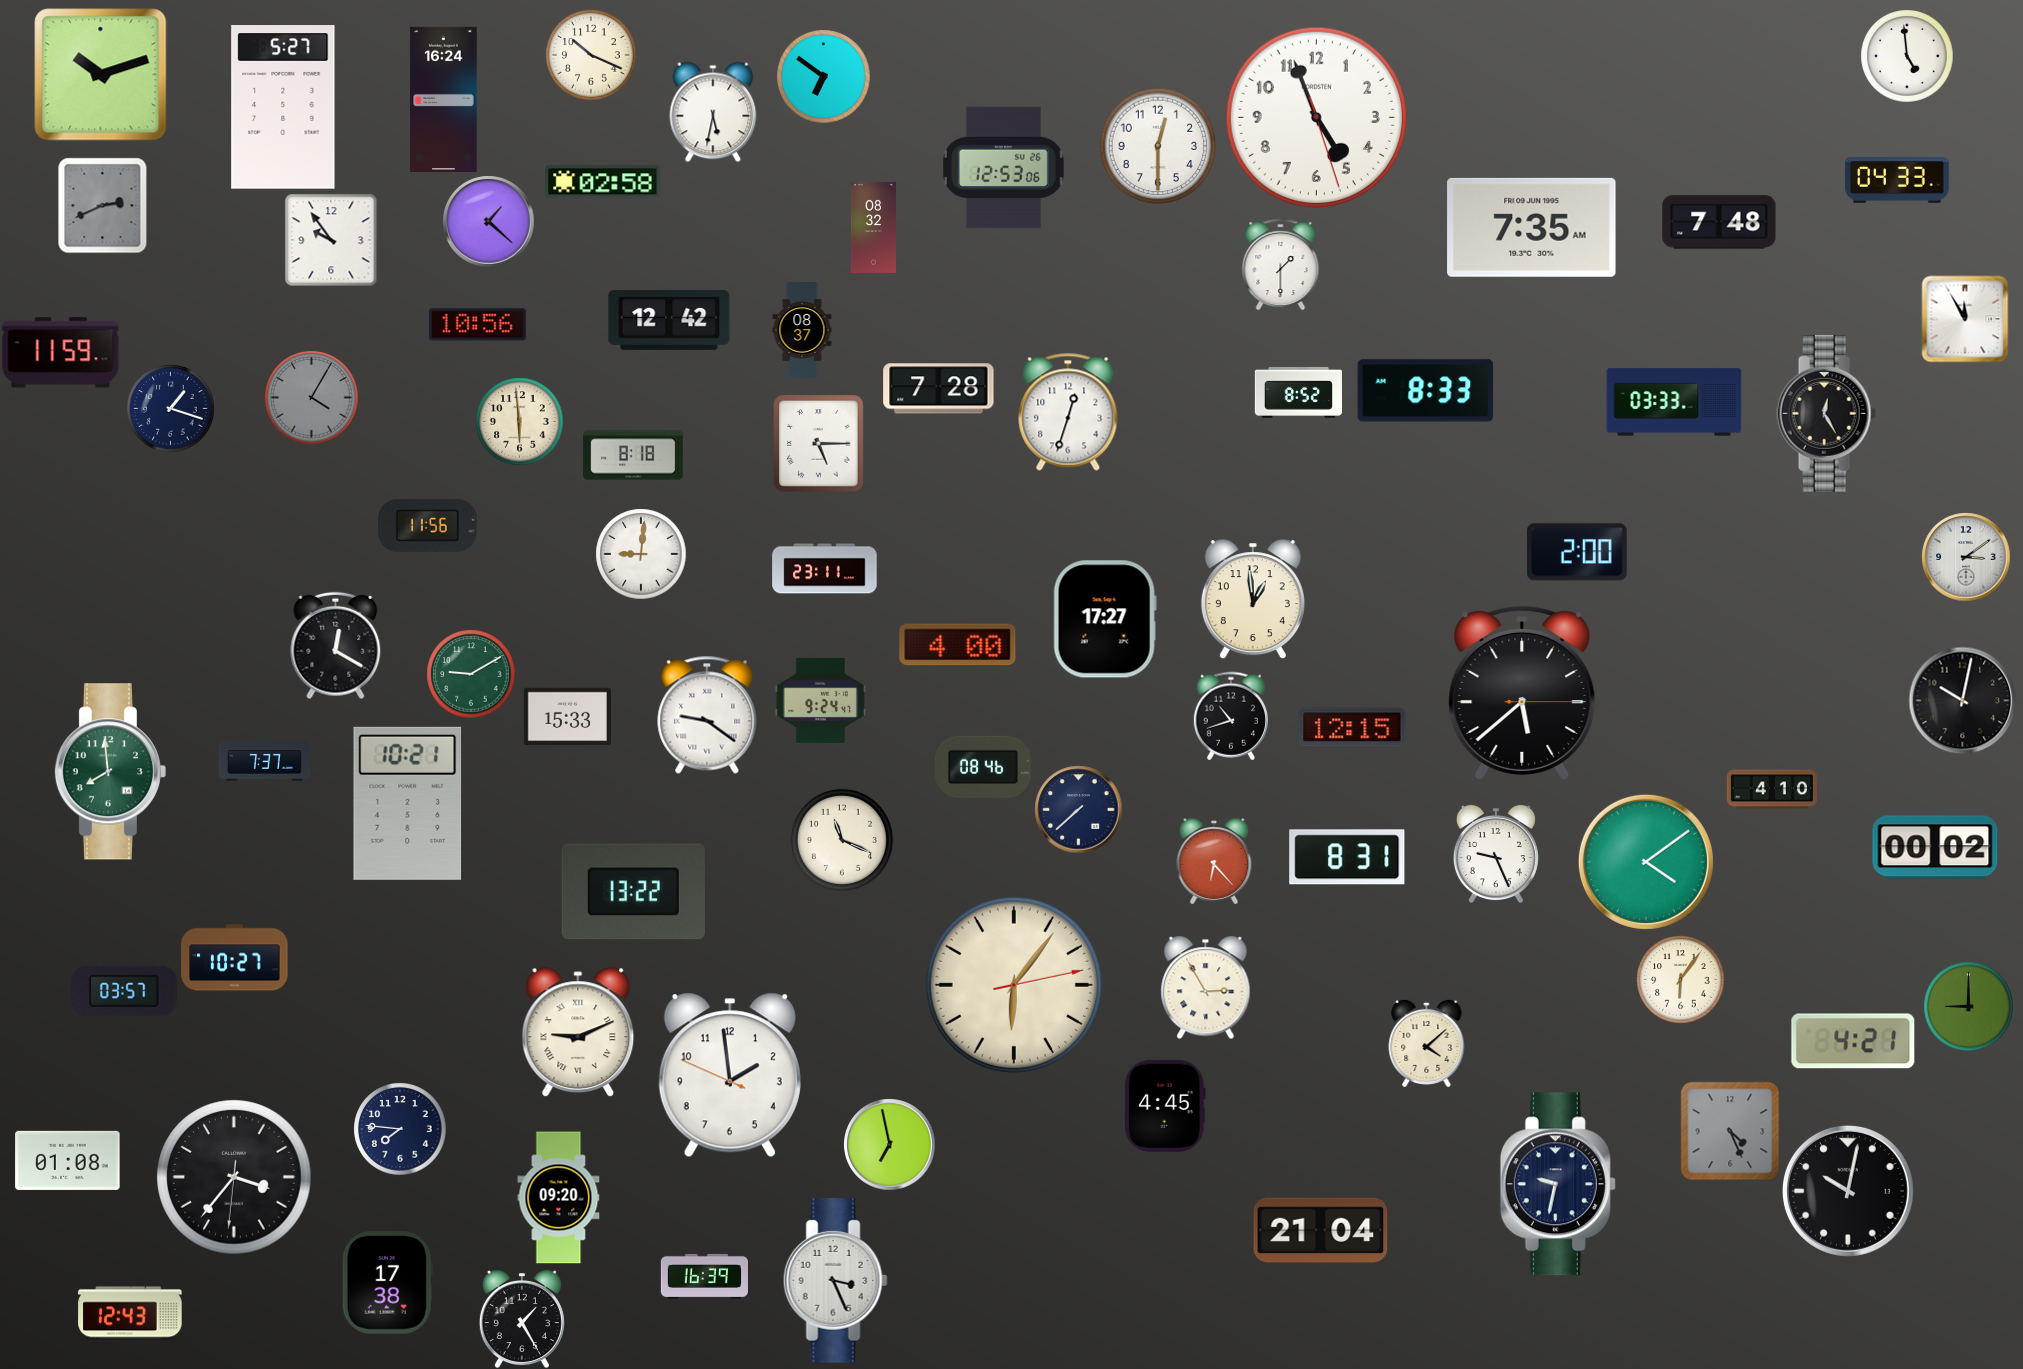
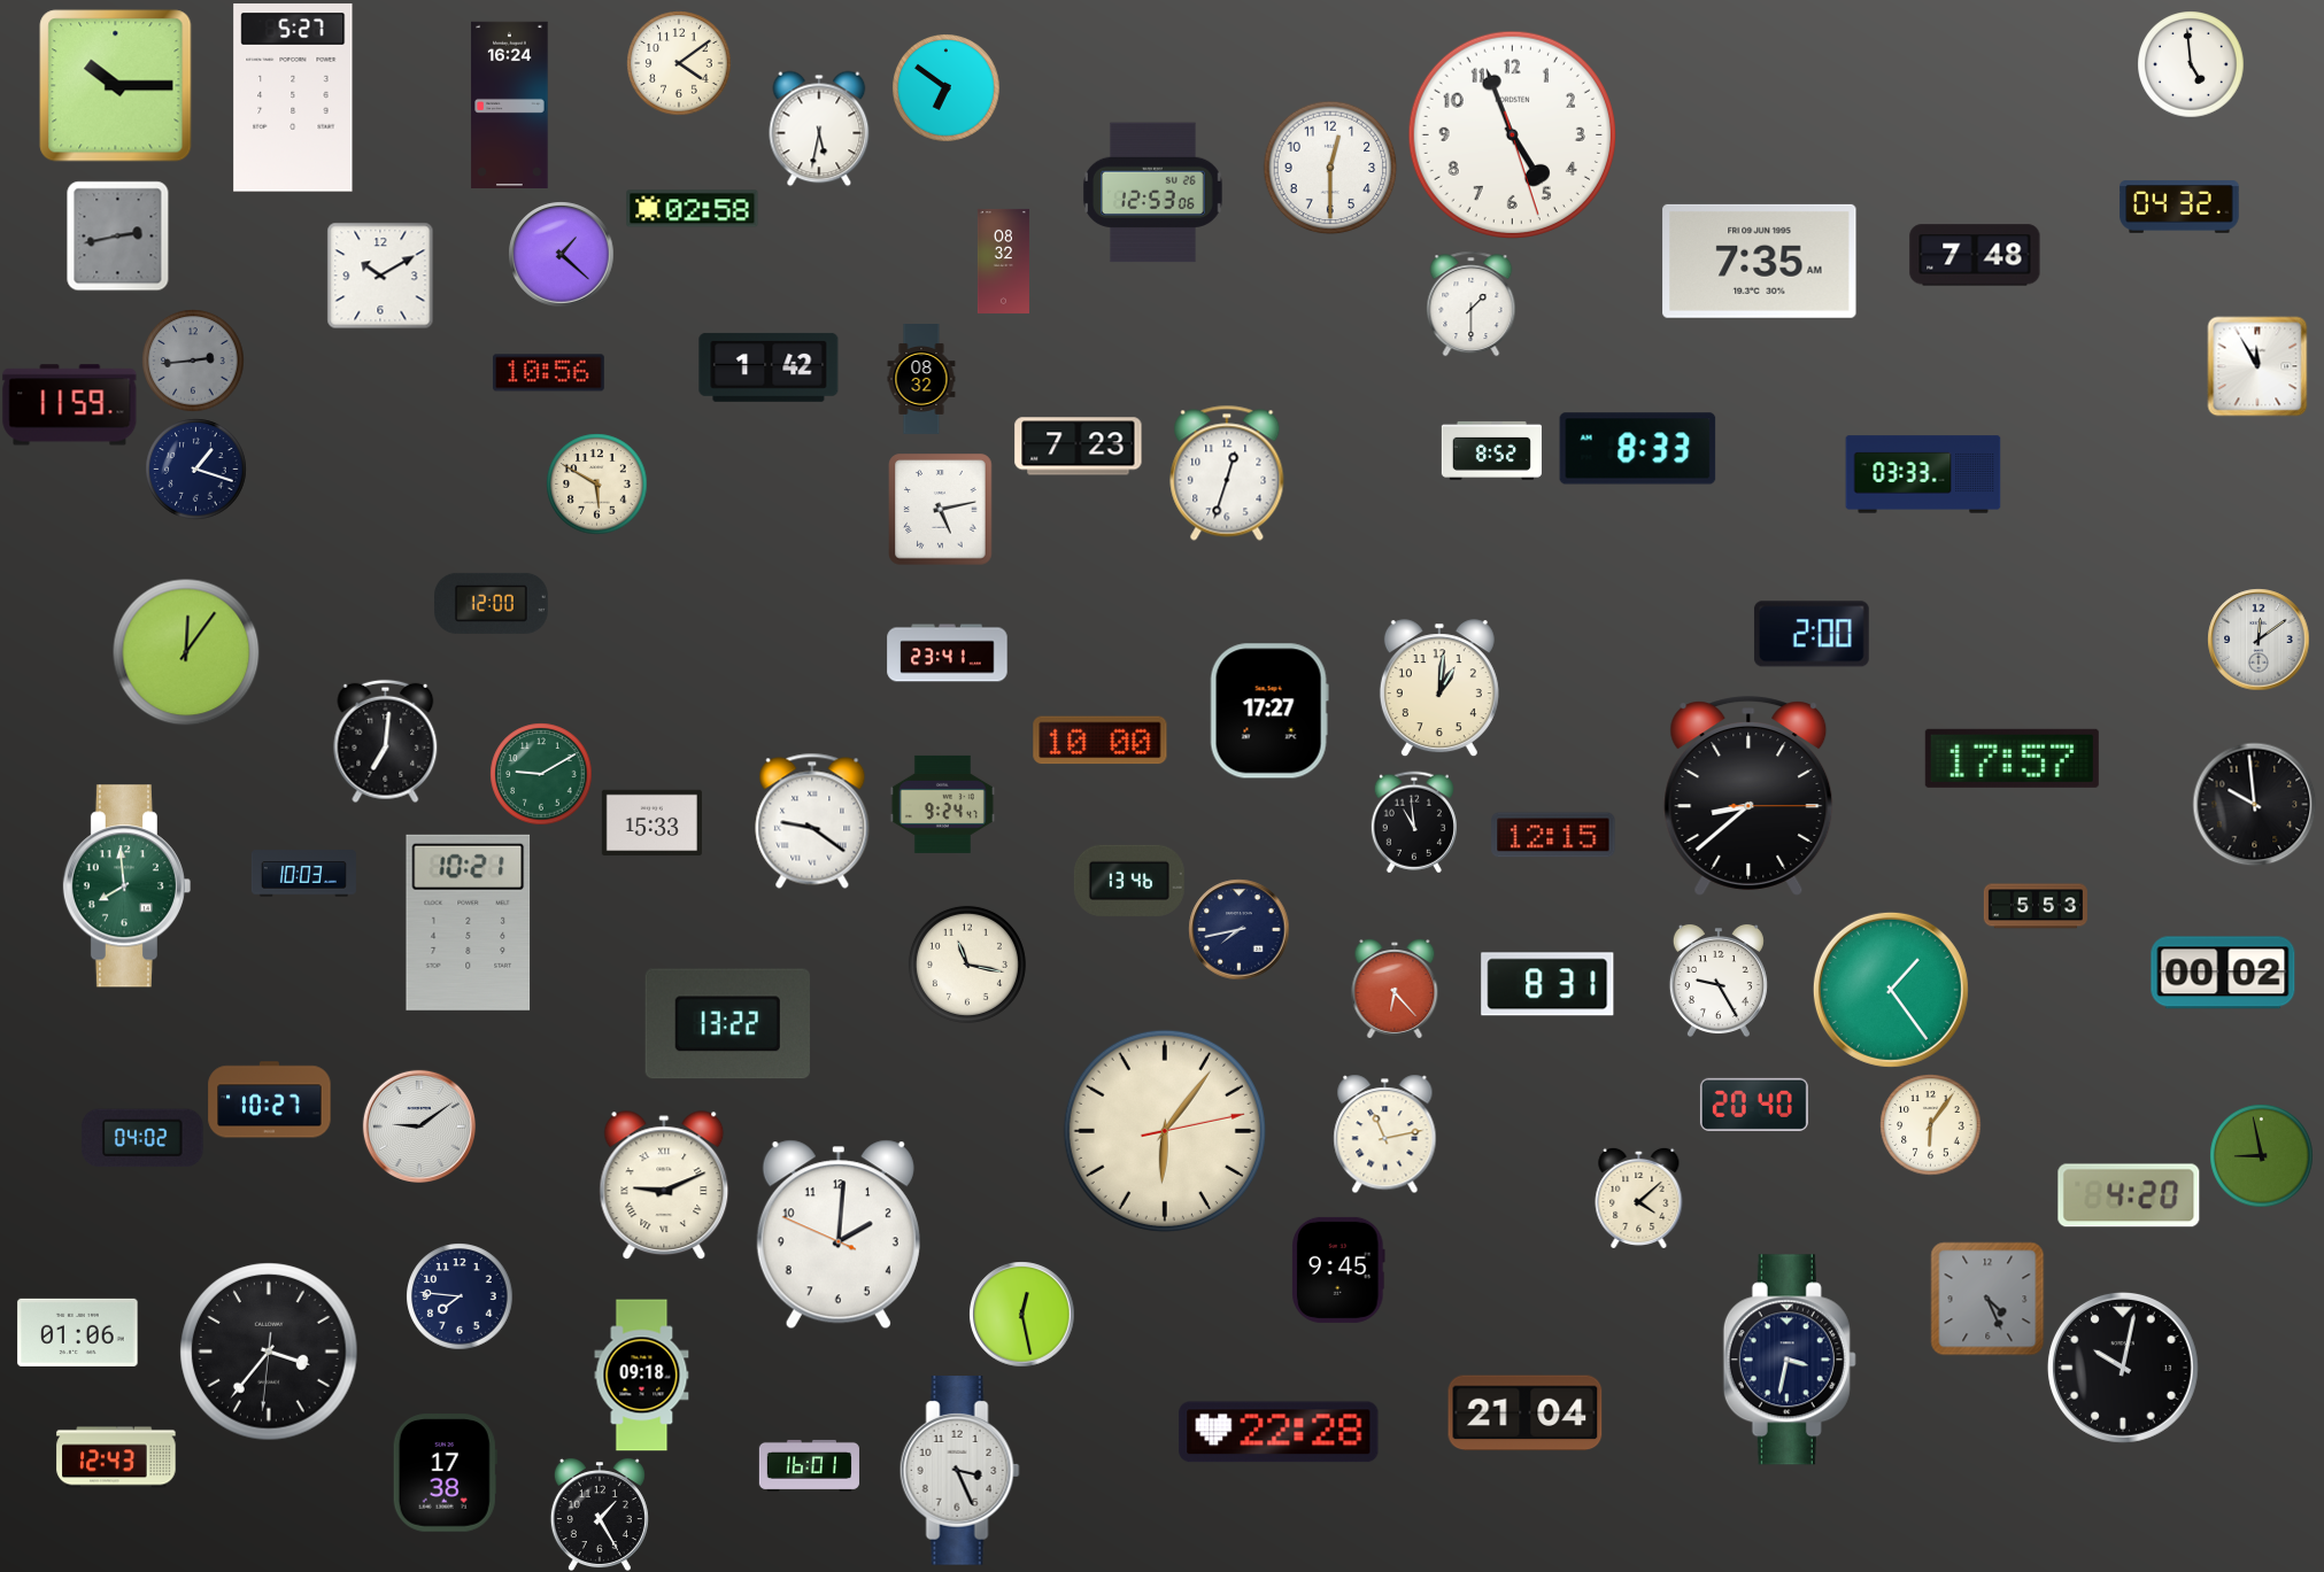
clock at (591, 55): 10:19 -> 4:09
clock at (101, 75): 10:12 -> 10:15
clock at (444, 99) position: (444, 99) -> (510, 104)
clock at (283, 107) position: (283, 107) -> (293, 98)
clock at (1897, 180): 04:33 -> 04:32
clock at (103, 205): 2:41 -> 2:43
clock at (331, 240): 9:54 -> 10:10
clock at (193, 361): none -> 2:44
clock at (669, 320): 12:42 -> 1:42
clock at (802, 331): 08:37 -> 08:32
clock at (939, 389): 7:28 -> 7:23
clock at (311, 397): 4:05 -> none
clock at (1674, 402) position: (1674, 402) -> (1923, 474)
clock at (1827, 413): 12:25 -> none
clock at (519, 421): 5:59 -> 5:50
clock at (819, 443): 5:15 -> 5:13
clock at (633, 455): 8:18 -> none
clock at (428, 525): 11:56 -> 12:00
clock at (641, 554): 9:01 -> none
clock at (1966, 557): 3:09 -> 12:09
clock at (186, 652): none -> 12:06
clock at (825, 569): 23:11 -> 23:41
clock at (1253, 599): 12:59 -> 1:01
clock at (336, 645): 12:20 -> 7:01
clock at (958, 645): 4:00 -> 10:00
clock at (2012, 758): none -> 17:57
clock at (1522, 693): 5:38 -> 8:38
clock at (1962, 700): 10:02 -> 9:59
clock at (1231, 716): 10:42 -> 10:59
clock at (264, 761): 7:37 -> 10:03
clock at (983, 767): 08:46 -> 13:46
clock at (1772, 789): 4:10 -> 5:53
clock at (1078, 809): 7:38 -> 7:43
clock at (842, 840): 11:19 -> 11:17
clock at (1496, 854): 9:26 -> 9:25
clock at (1646, 862): 4:09 -> 1:24
clock at (1754, 1105): none -> 20:40
clock at (419, 1126): none -> 9:09
clock at (1206, 987): 2:55 -> 11:13
clock at (124, 991): 03:57 -> 04:02
clock at (1968, 1006): 9:00 -> 8:58
clock at (1853, 1041): 4:21 -> 4:20
clock at (730, 1075): 1:58 -> 2:00
clock at (1165, 1106): 4:45 -> 9:45
clock at (889, 1144): 6:58 -> 12:28
clock at (68, 1160): 01:08 -> 01:06
clock at (1558, 1184): 9:32 -> 3:32
clock at (559, 1198): 09:20 -> 09:18
clock at (1321, 1231) position: (1321, 1231) -> (1526, 1414)
clock at (1279, 1432): none -> 22:28
clock at (704, 1276): 16:39 -> 16:01
clock at (130, 1313) position: (130, 1313) -> (116, 1457)
